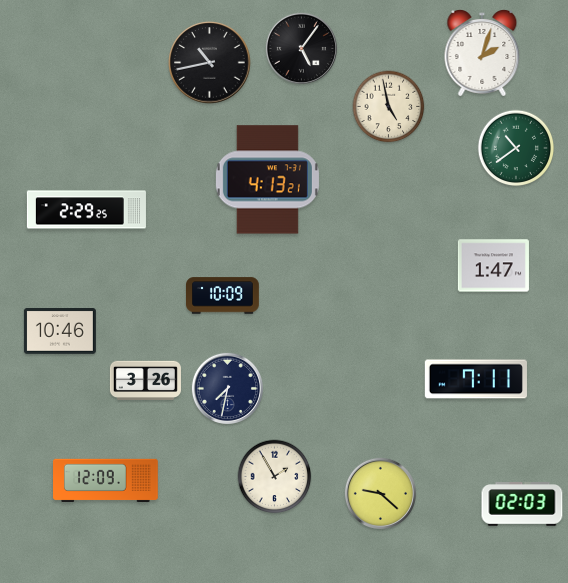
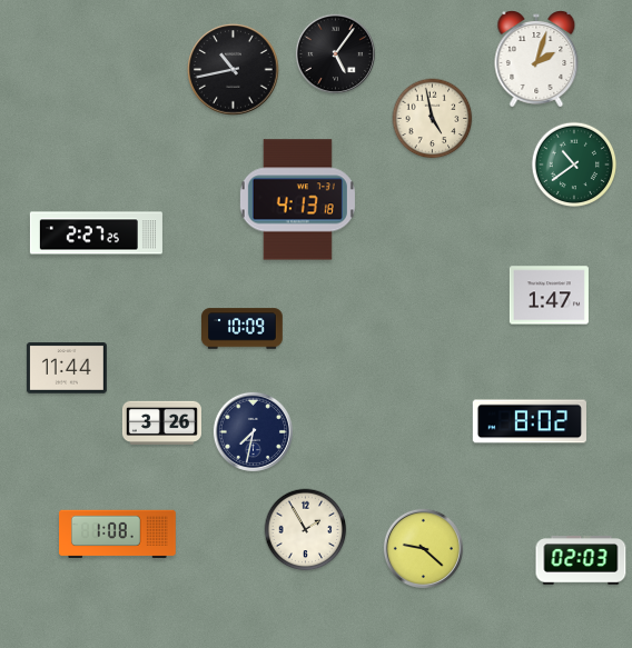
clock at (267, 180): 4:13:21 -> 4:13:18
clock at (86, 210): 2:29 -> 2:27
clock at (223, 296) position: (223, 296) -> (243, 329)
clock at (60, 332): 10:46 -> 11:44
clock at (476, 379): 7:11 -> 8:02
clock at (106, 481): 12:09 -> 1:08
